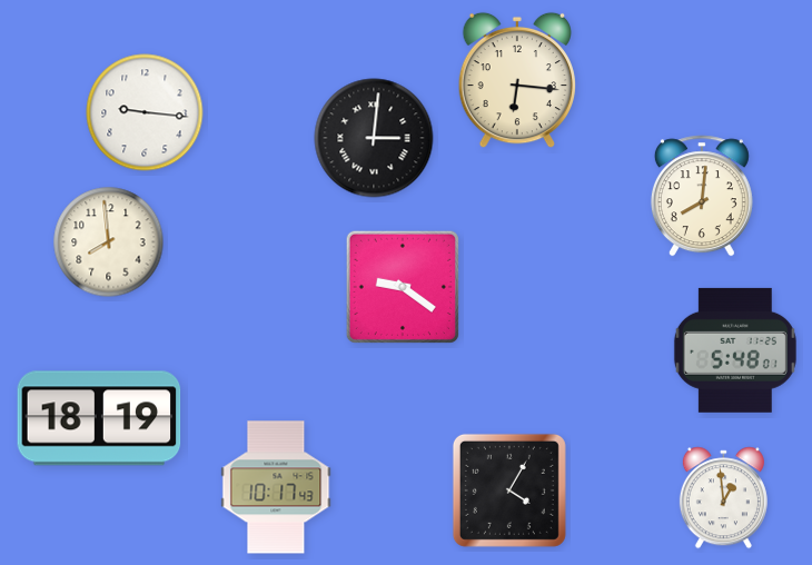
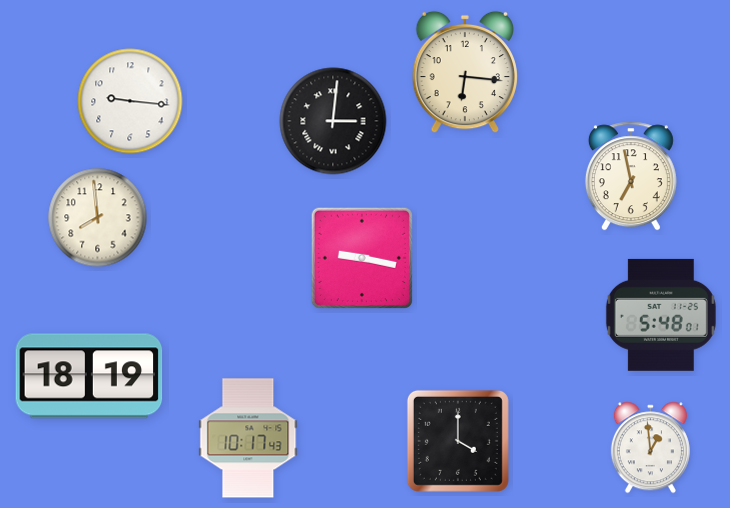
clock at (374, 138) position: (374, 138) -> (333, 121)
clock at (702, 196): 8:01 -> 6:58
clock at (403, 287): 9:21 -> 9:17
clock at (509, 490): 4:05 -> 4:00
